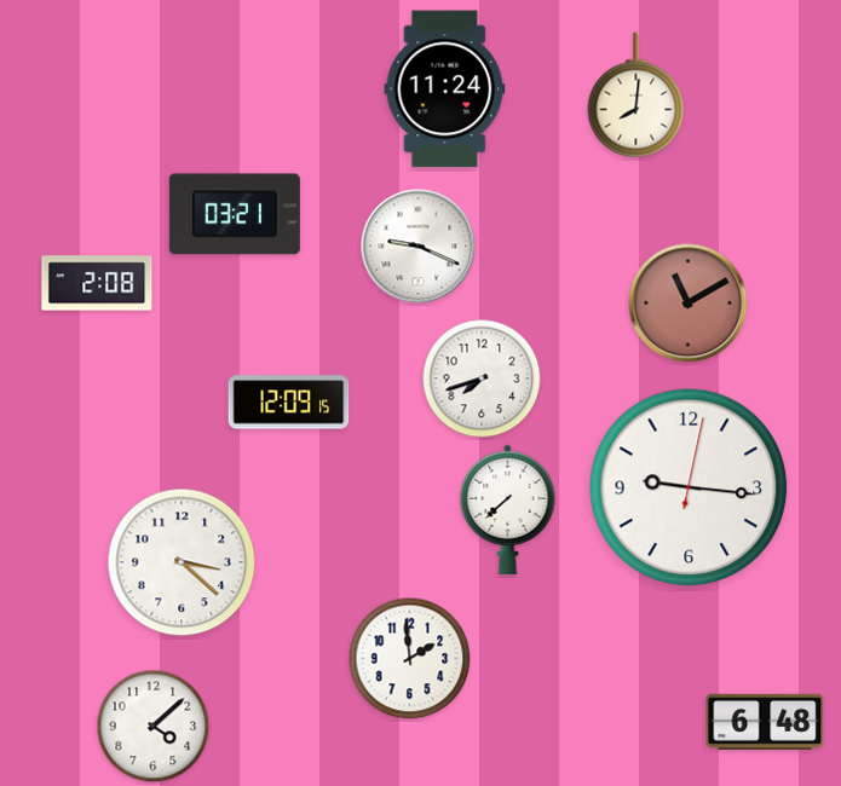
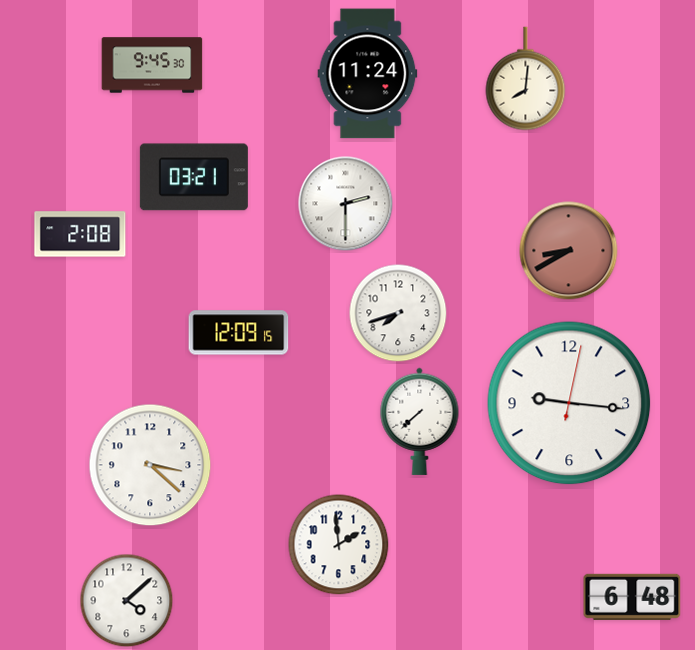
clock at (152, 65): none -> 9:45
clock at (419, 247): 9:19 -> 2:30
clock at (689, 304): 11:10 -> 8:40
